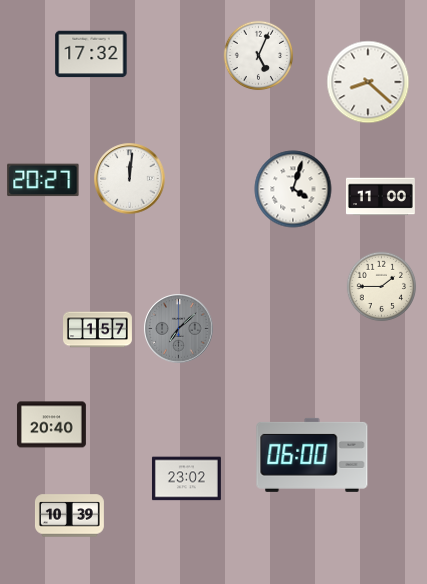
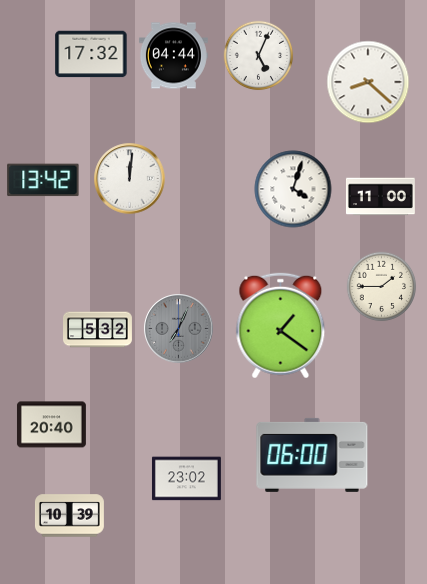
clock at (173, 56): none -> 04:44
clock at (43, 180): 20:27 -> 13:42
clock at (281, 326): none -> 1:21
clock at (179, 329): 7:08 -> 7:04
clock at (98, 330): 1:57 -> 5:32
